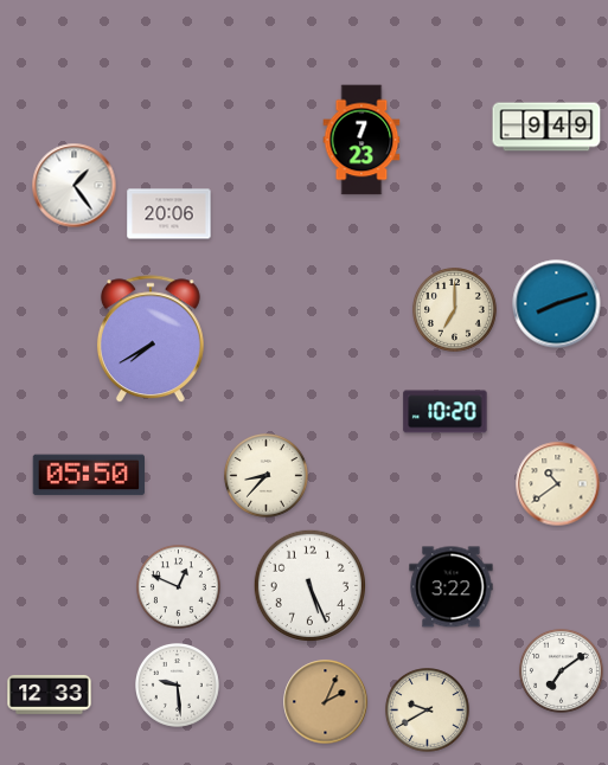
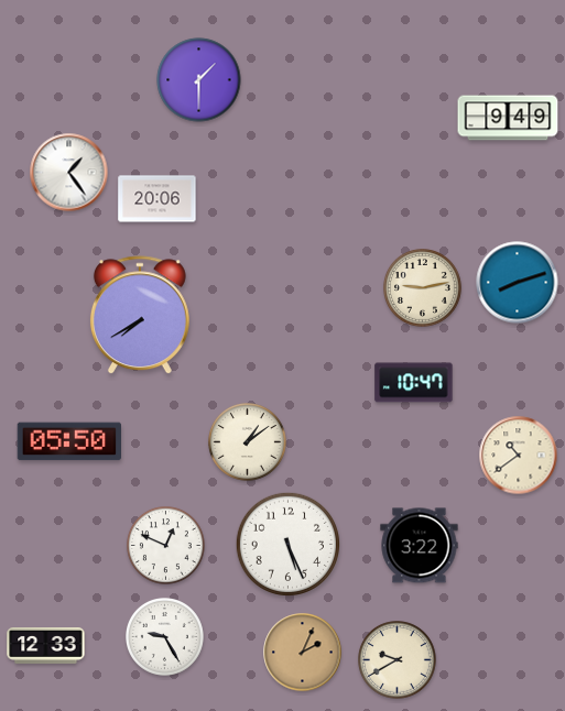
clock at (199, 80): none -> 1:30
clock at (361, 140): 7:23 -> none
clock at (455, 310): 7:00 -> 9:13
clock at (446, 412): 10:20 -> 10:47
clock at (88, 475) position: (88, 475) -> (68, 441)
clock at (267, 476): 8:37 -> 1:09
clock at (558, 484) position: (558, 484) -> (519, 456)
clock at (562, 671): 7:09 -> none
clock at (178, 686): 9:29 -> 9:25
